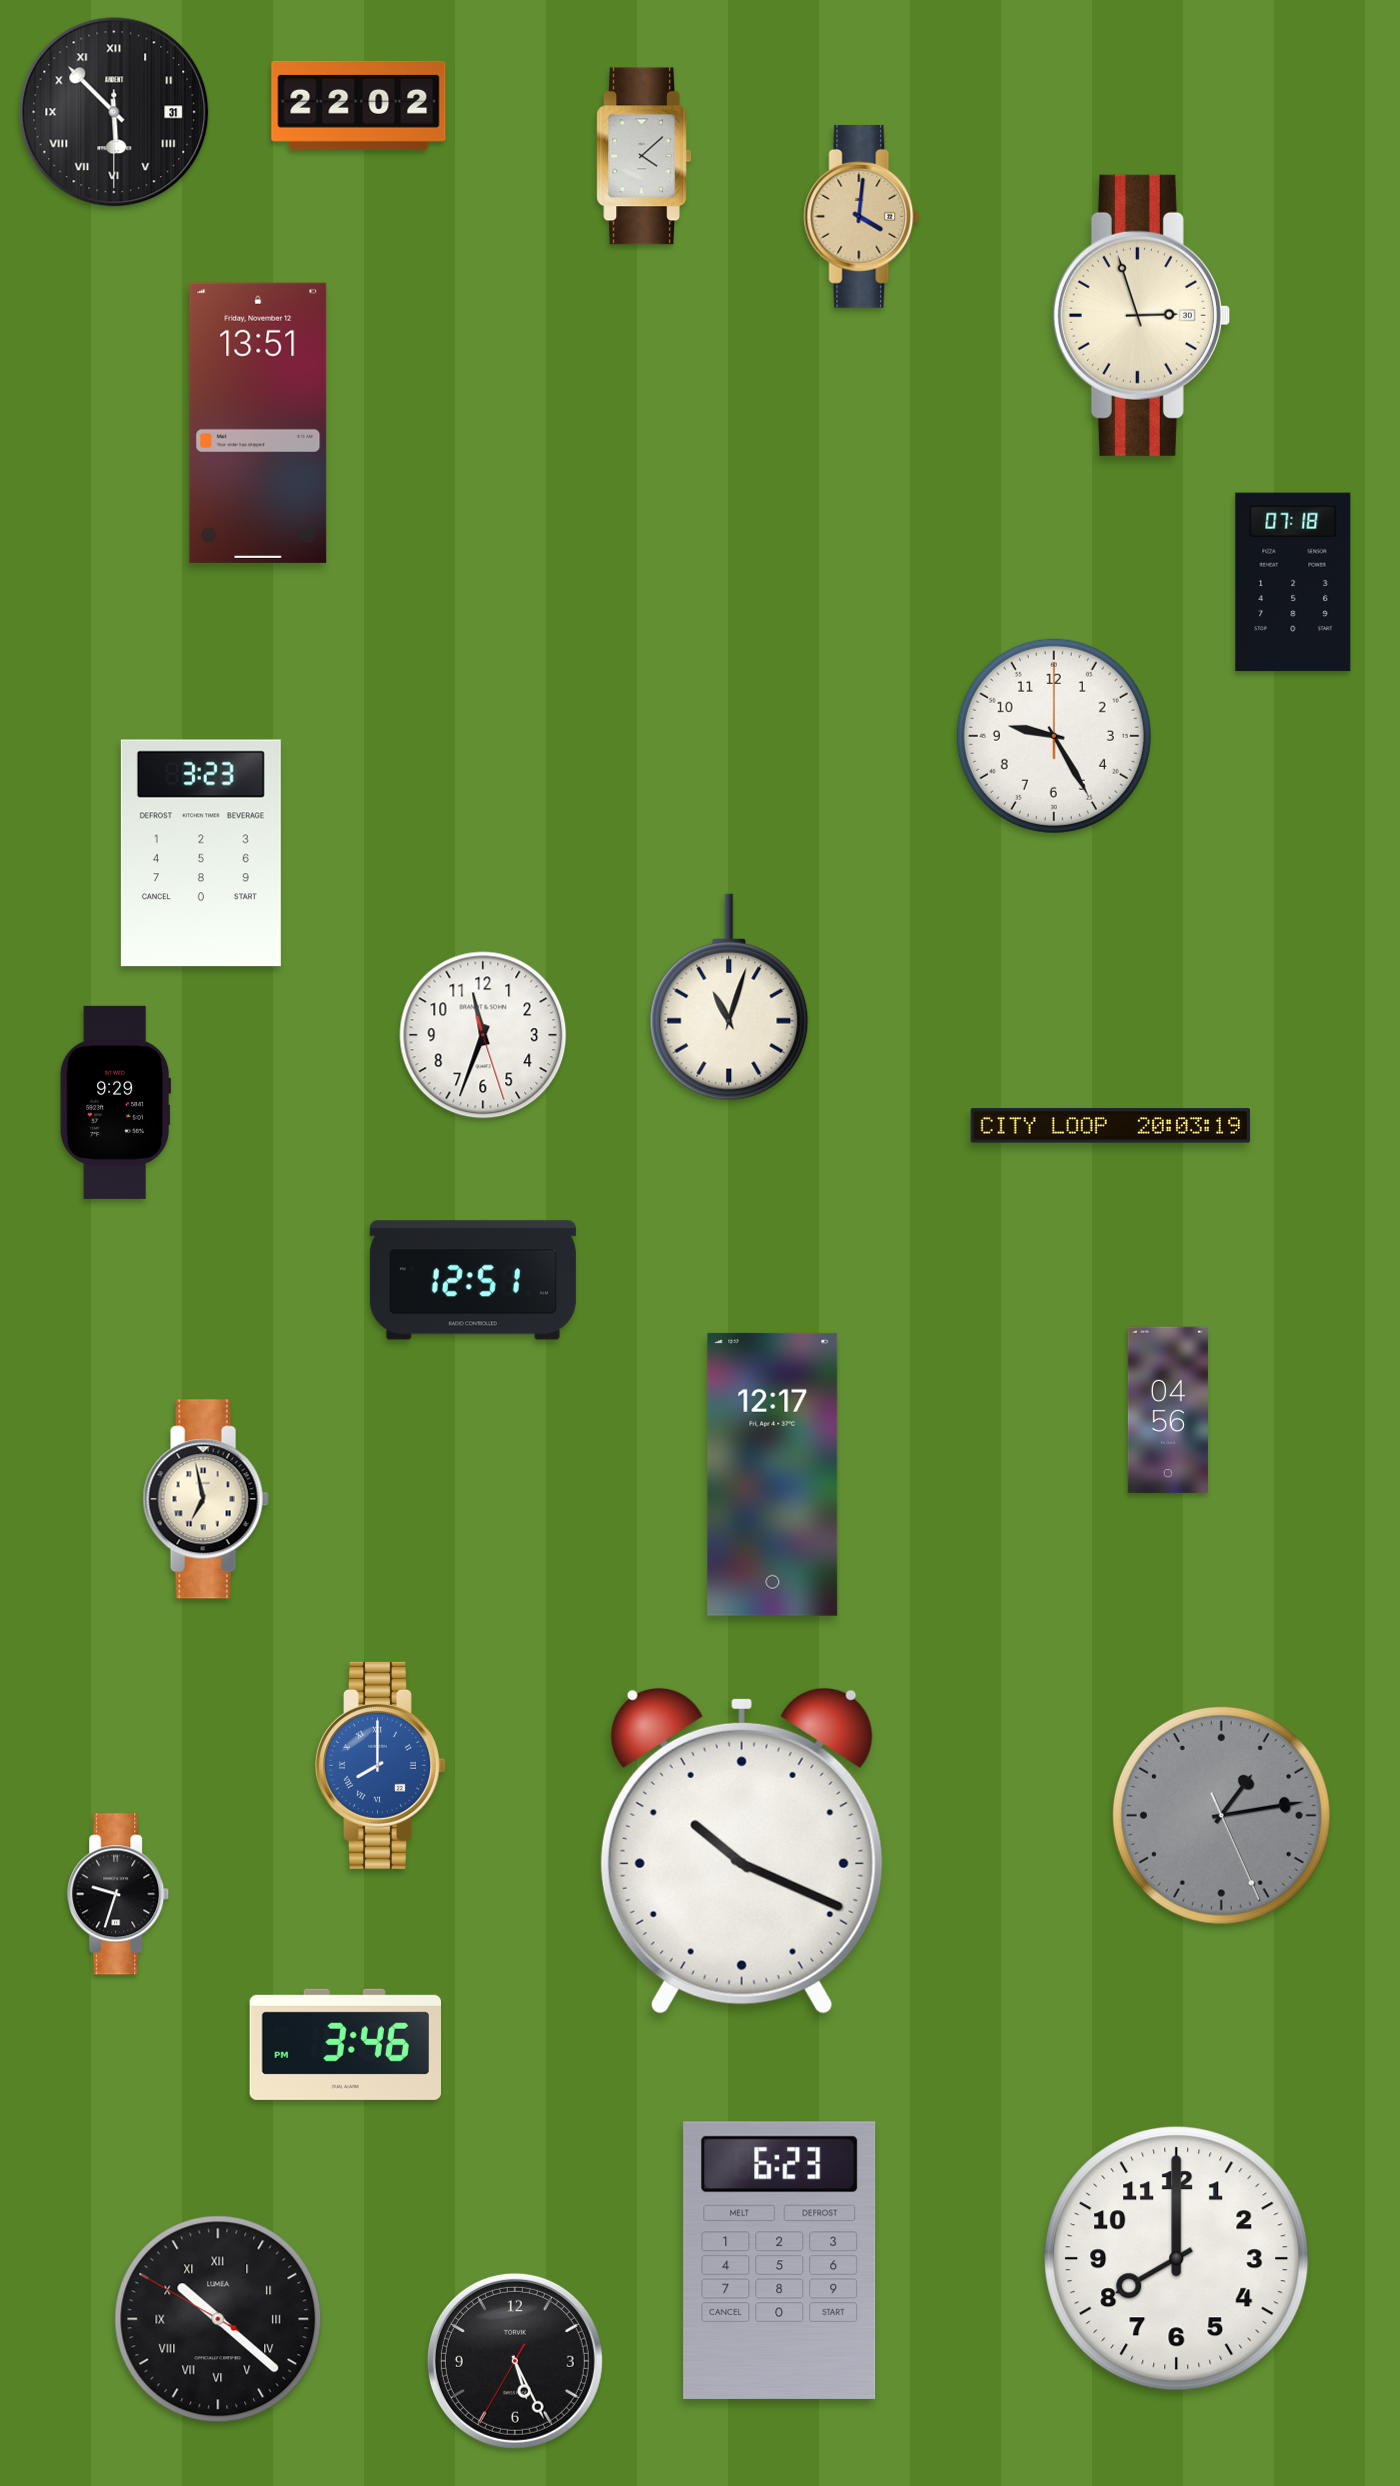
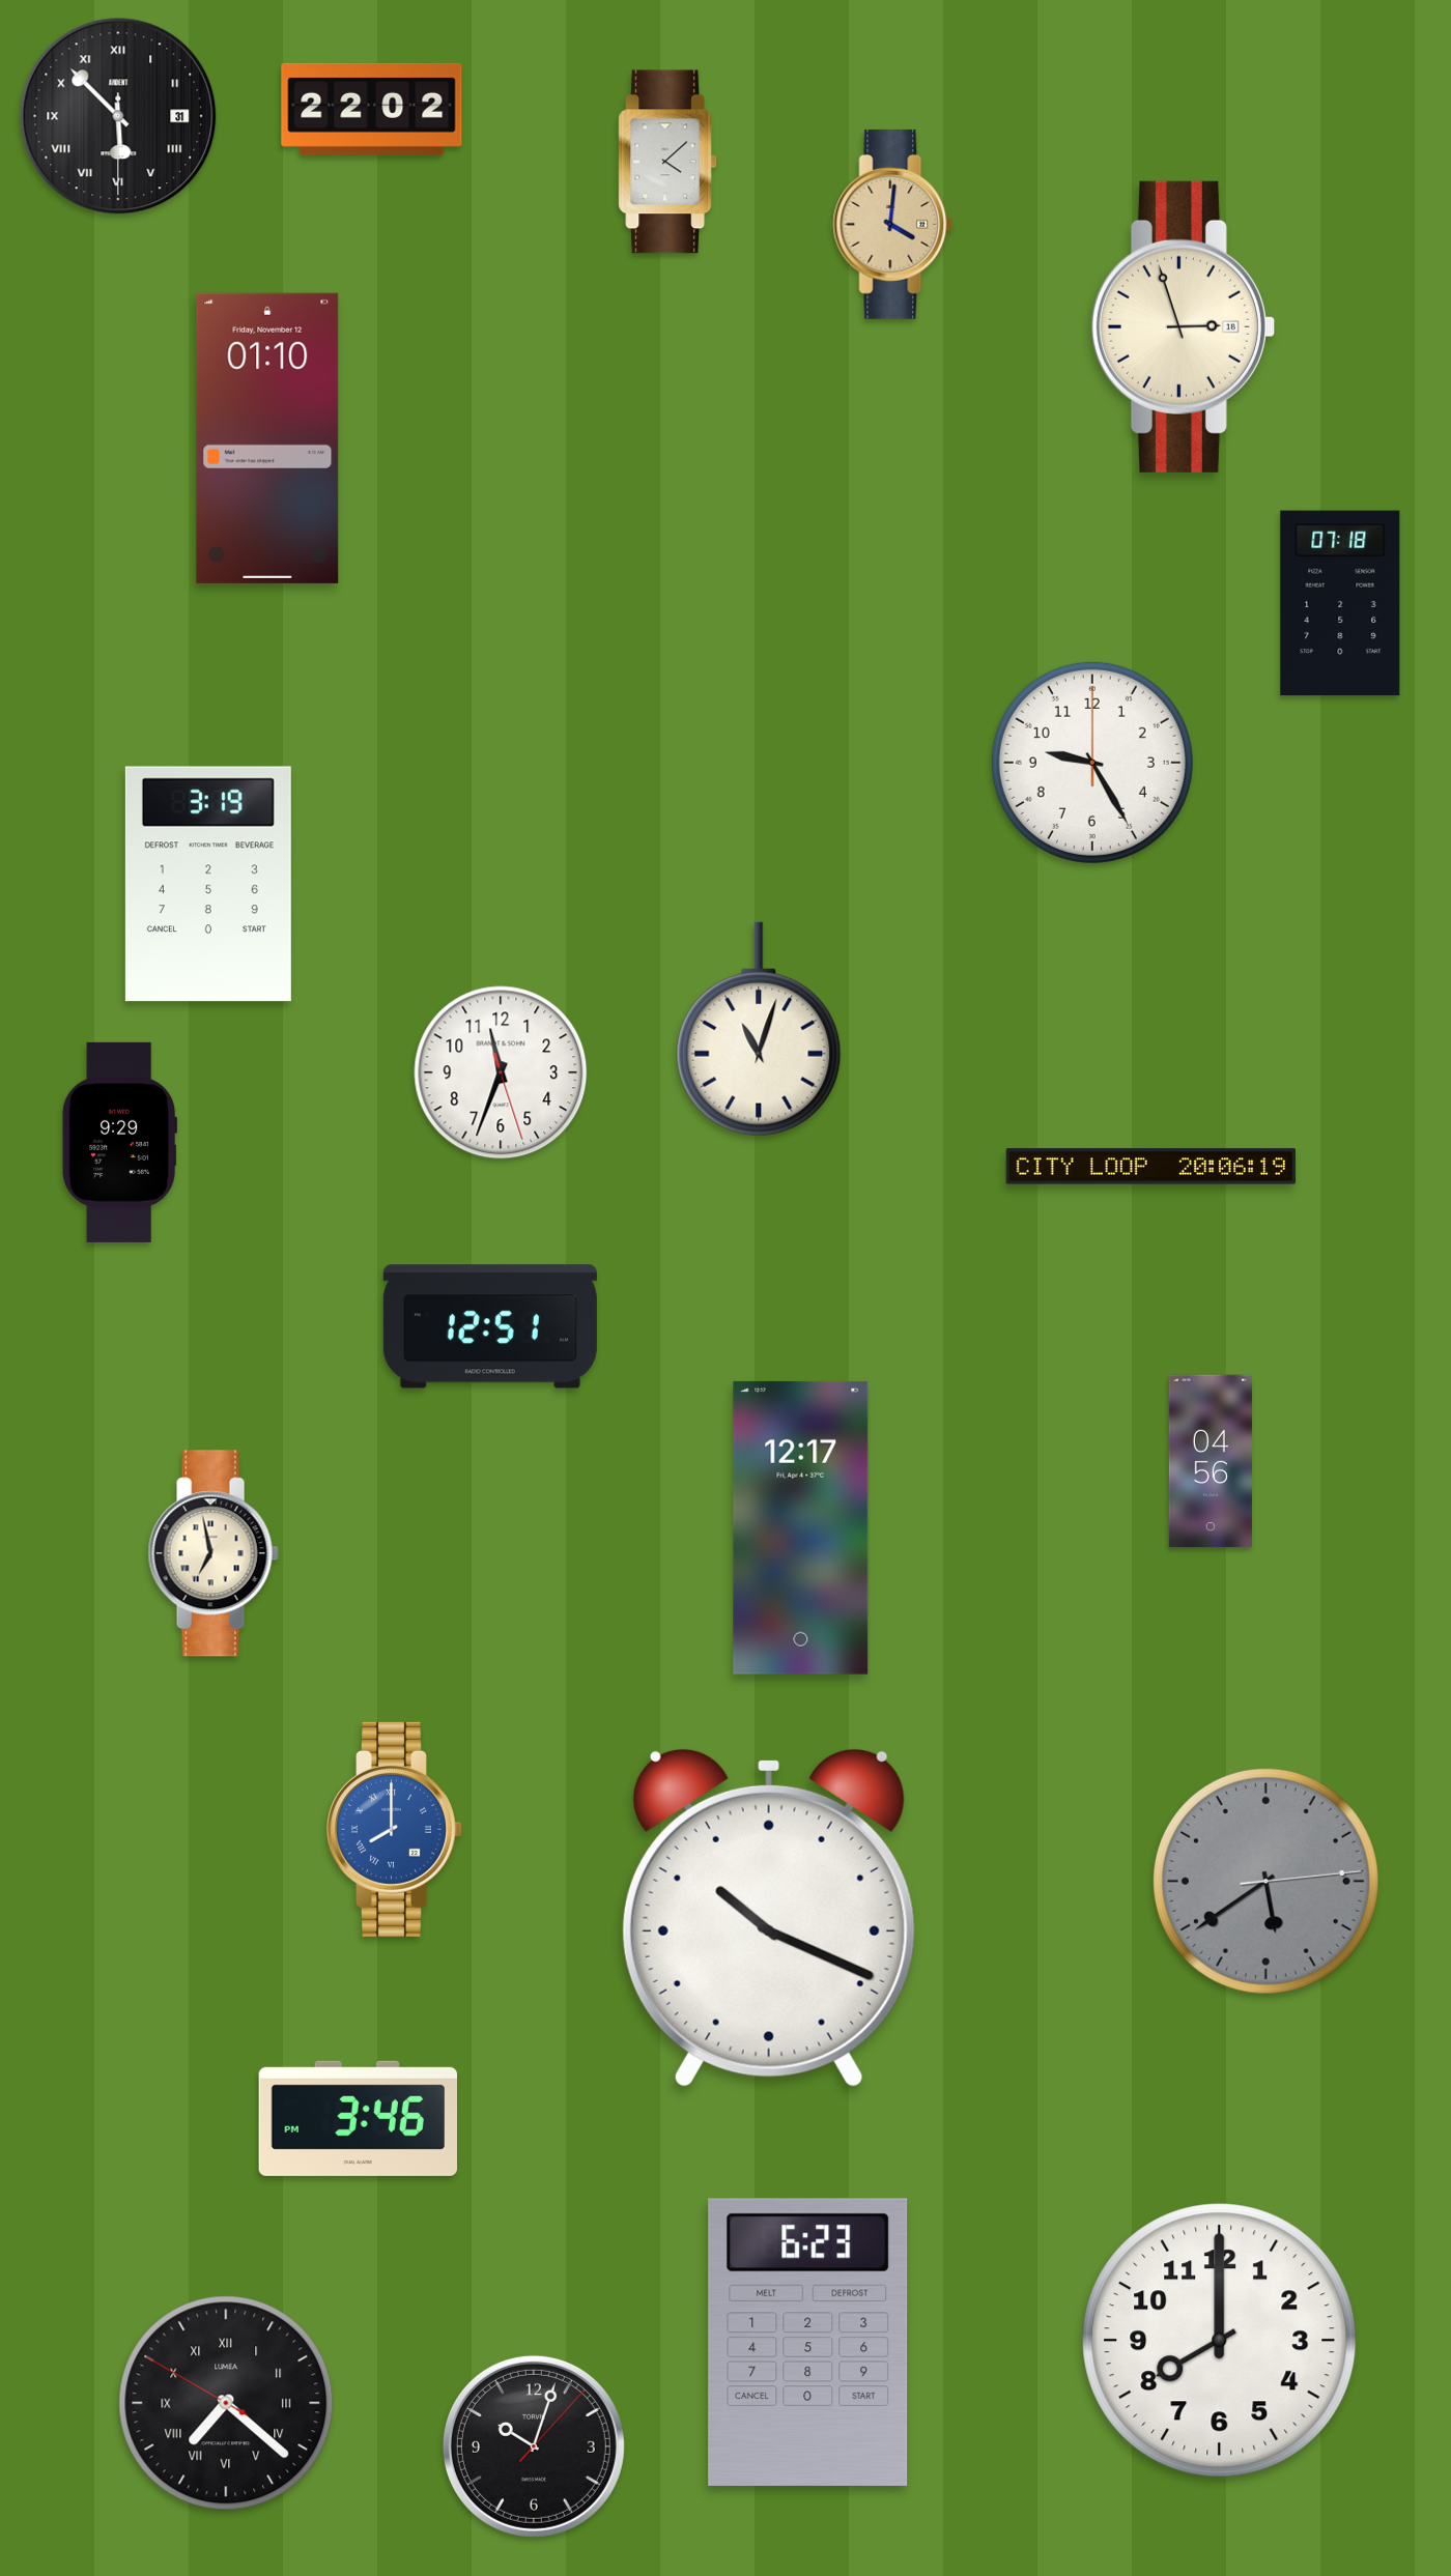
clock at (1141, 315) date: 30 -> 18
clock at (258, 423): 13:51 -> 01:10
clock at (201, 853): 3:23 -> 3:19
clock at (729, 997) position: (729, 997) -> (759, 1029)
clock at (1110, 1126): 20:03 -> 20:06
clock at (1221, 1815): 1:13 -> 5:39
clock at (119, 1894): 9:33 -> none
clock at (218, 2319): 10:21 -> 7:21
clock at (515, 2361): 5:25 -> 10:03
